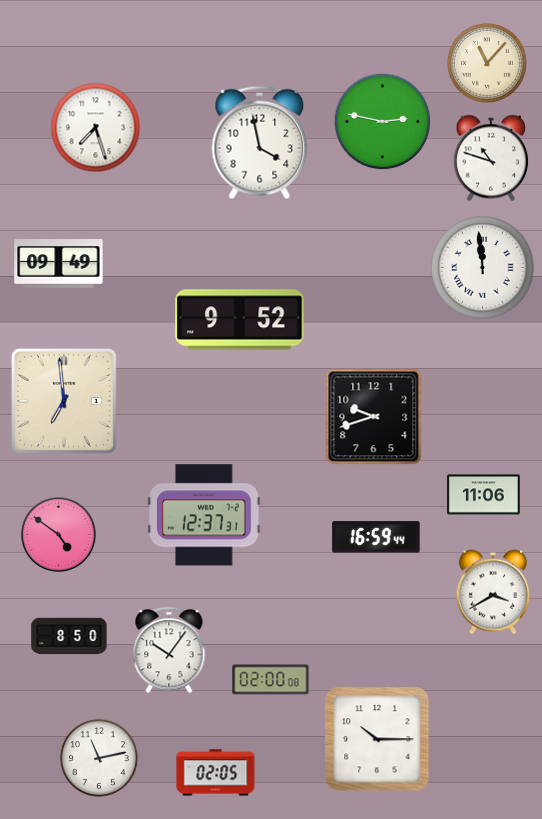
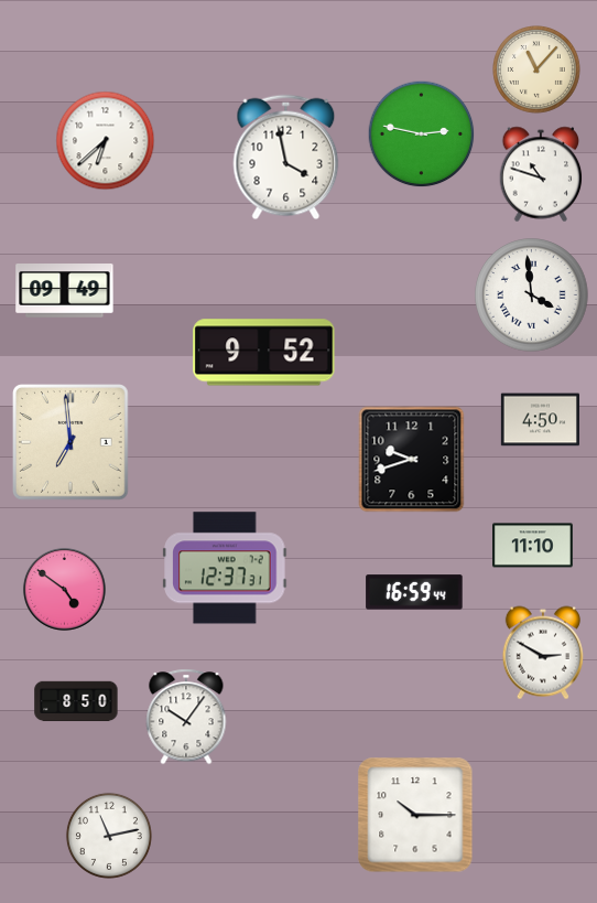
clock at (96, 128): 7:27 -> 6:38
clock at (483, 268): 11:59 -> 3:59
clock at (540, 420): none -> 4:50
clock at (484, 495): 11:06 -> 11:10
clock at (493, 592): 3:40 -> 2:50
clock at (271, 680): 02:00 -> none
clock at (216, 773): 02:05 -> none
